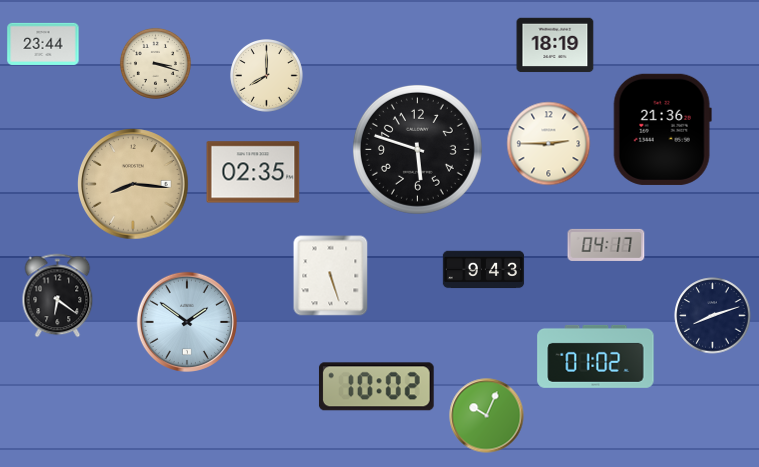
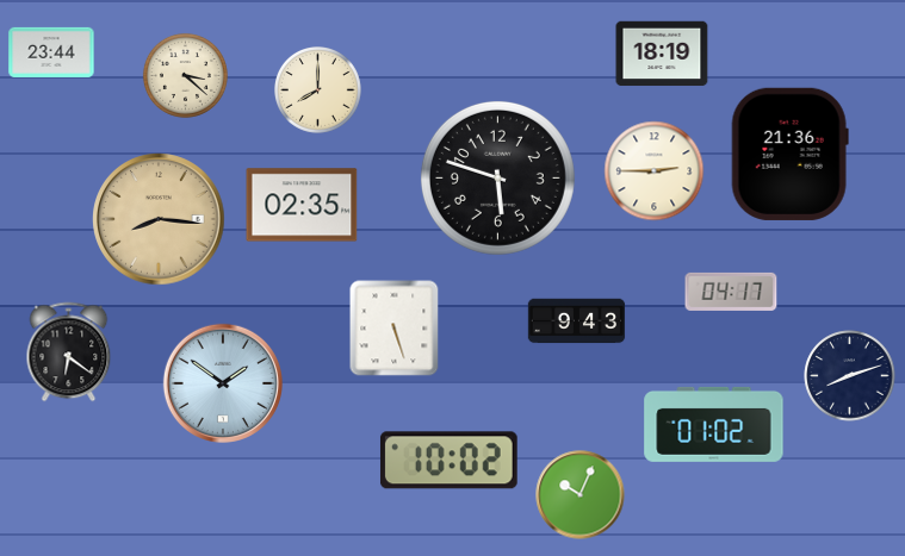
clock at (155, 63): 3:18 -> 3:22
clock at (606, 245) position: (606, 245) -> (731, 292)
clock at (596, 356) position: (596, 356) -> (714, 424)
